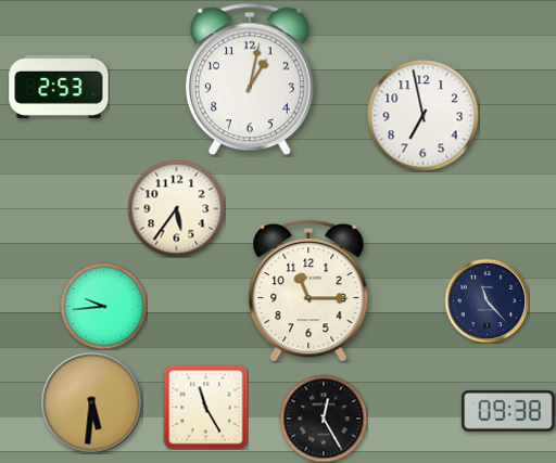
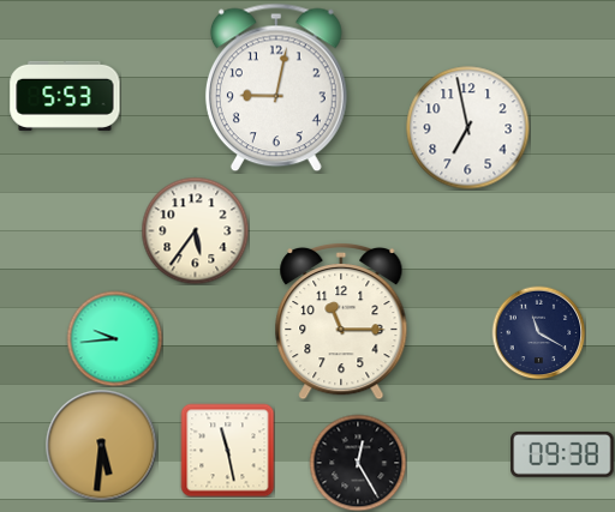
clock at (250, 79): 1:02 -> 9:02
clock at (59, 87): 2:53 -> 5:53
clock at (486, 300): 11:23 -> 11:20
clock at (205, 407): 11:25 -> 11:28
